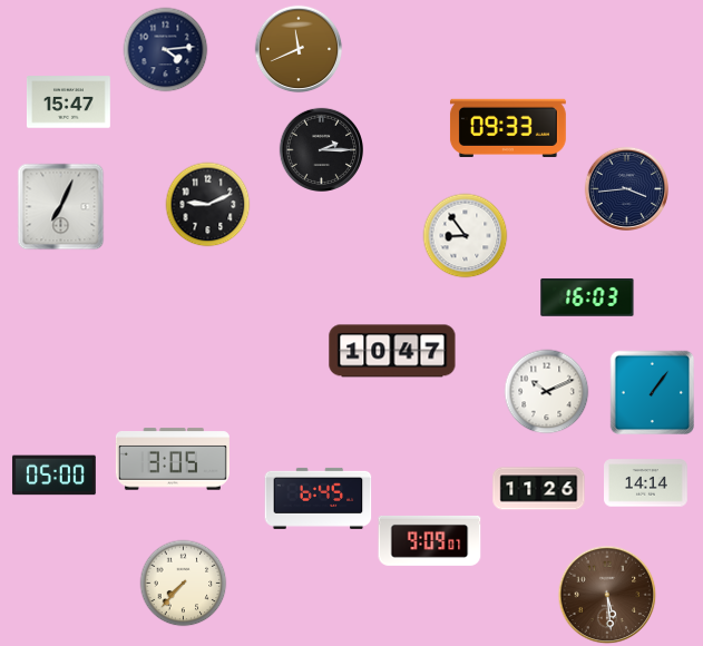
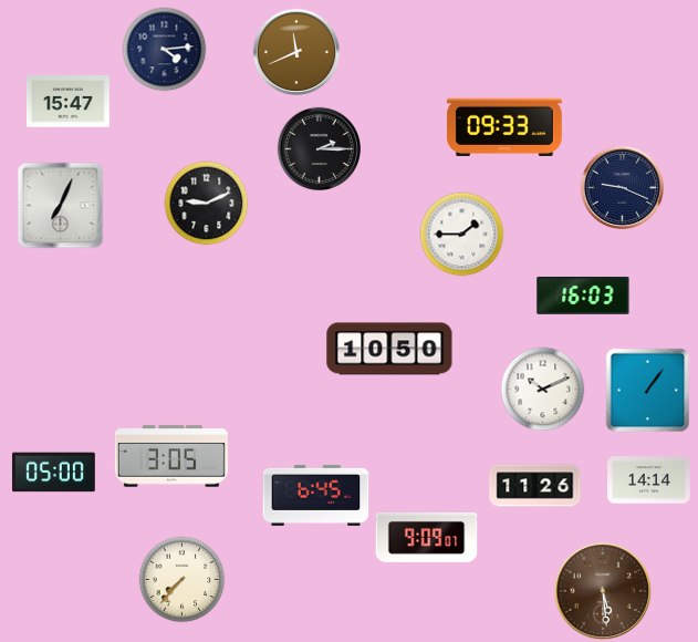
clock at (299, 49) position: (299, 49) -> (296, 52)
clock at (626, 188): 3:44 -> 9:19
clock at (466, 236): 8:54 -> 1:45
clock at (392, 351): 10:47 -> 10:50
clock at (646, 483) position: (646, 483) -> (649, 480)
